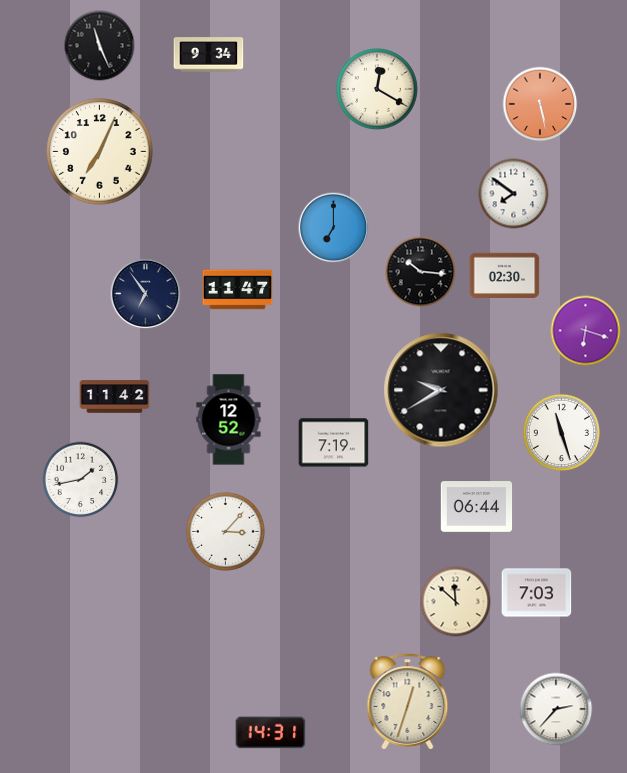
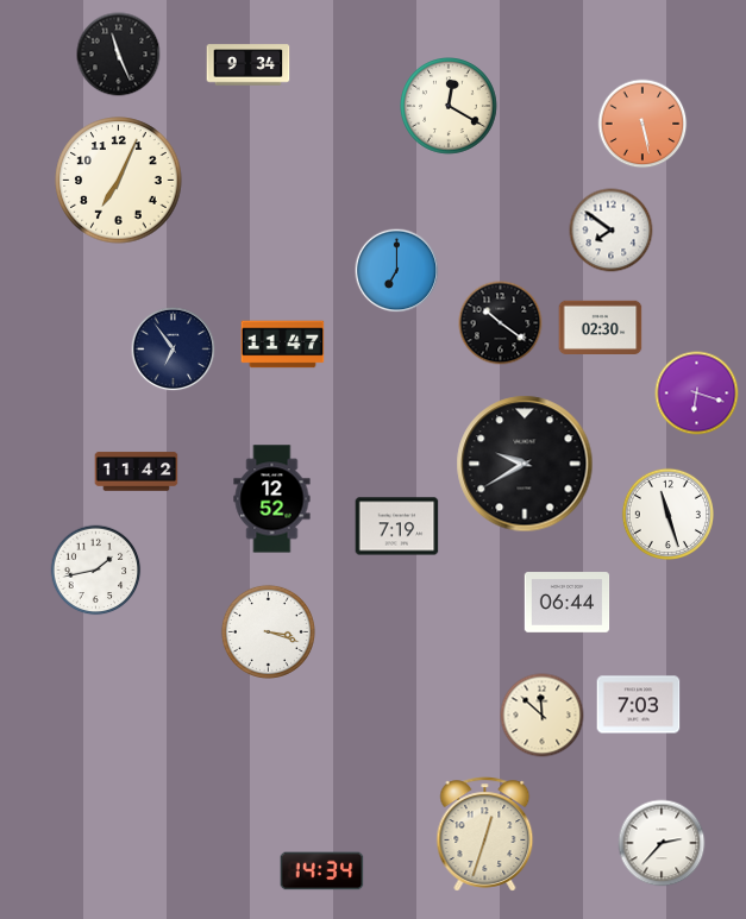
clock at (421, 272): 10:16 -> 10:21
clock at (225, 531): 3:07 -> 3:18
clock at (271, 733): 14:31 -> 14:34
